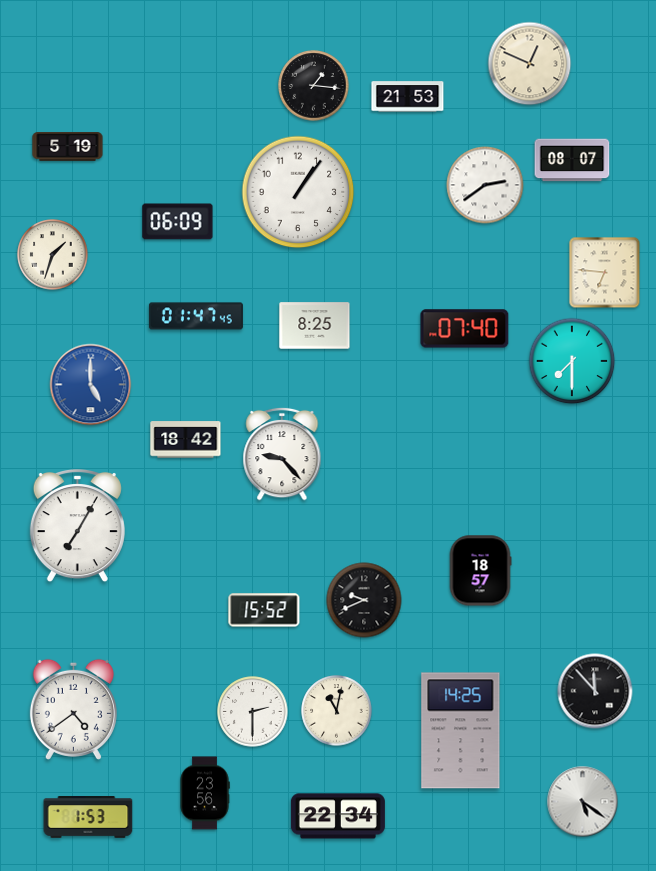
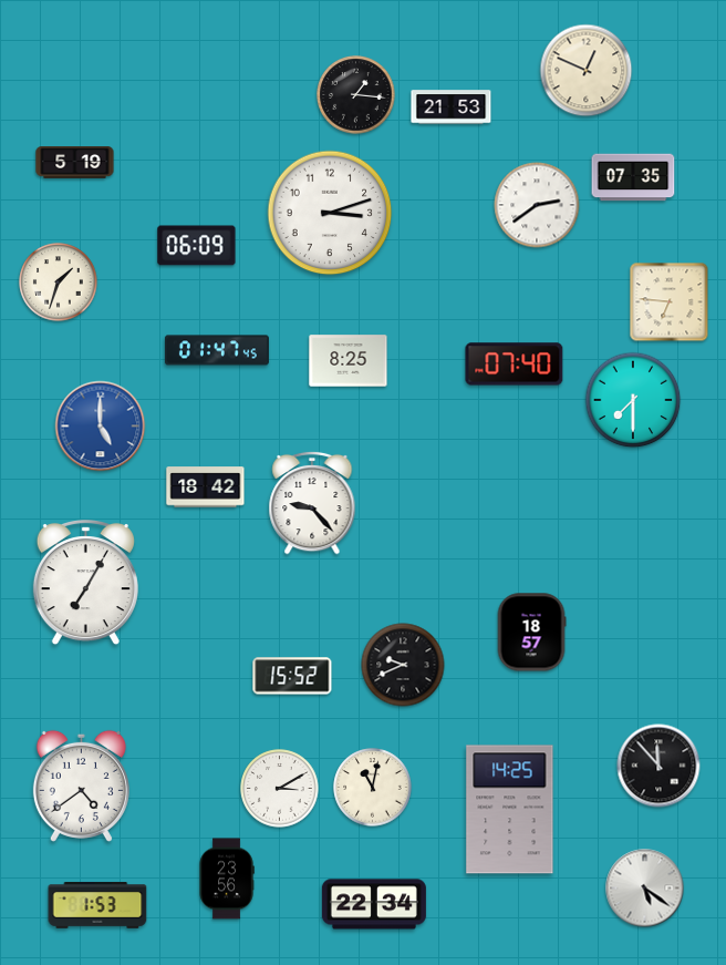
clock at (314, 86) position: (314, 86) -> (356, 95)
clock at (572, 160): 08:07 -> 07:35
clock at (298, 192): 1:06 -> 3:12
clock at (253, 712): 2:30 -> 3:10
